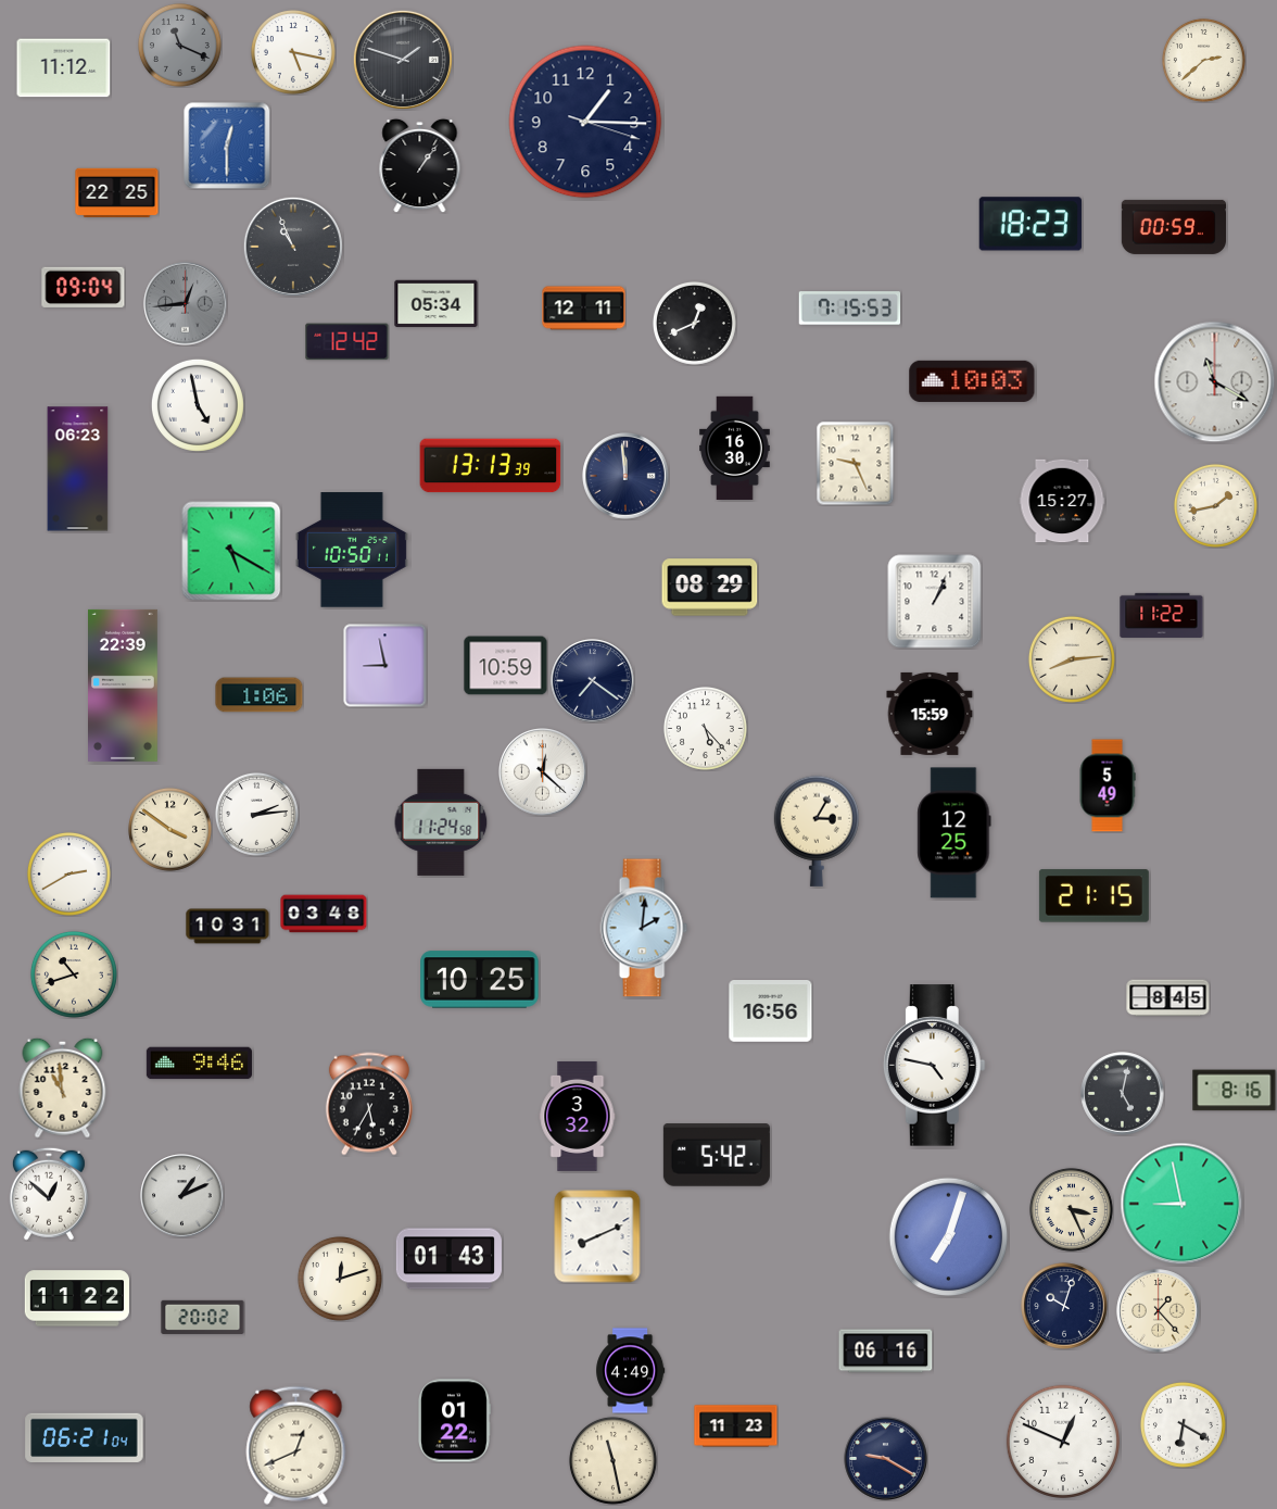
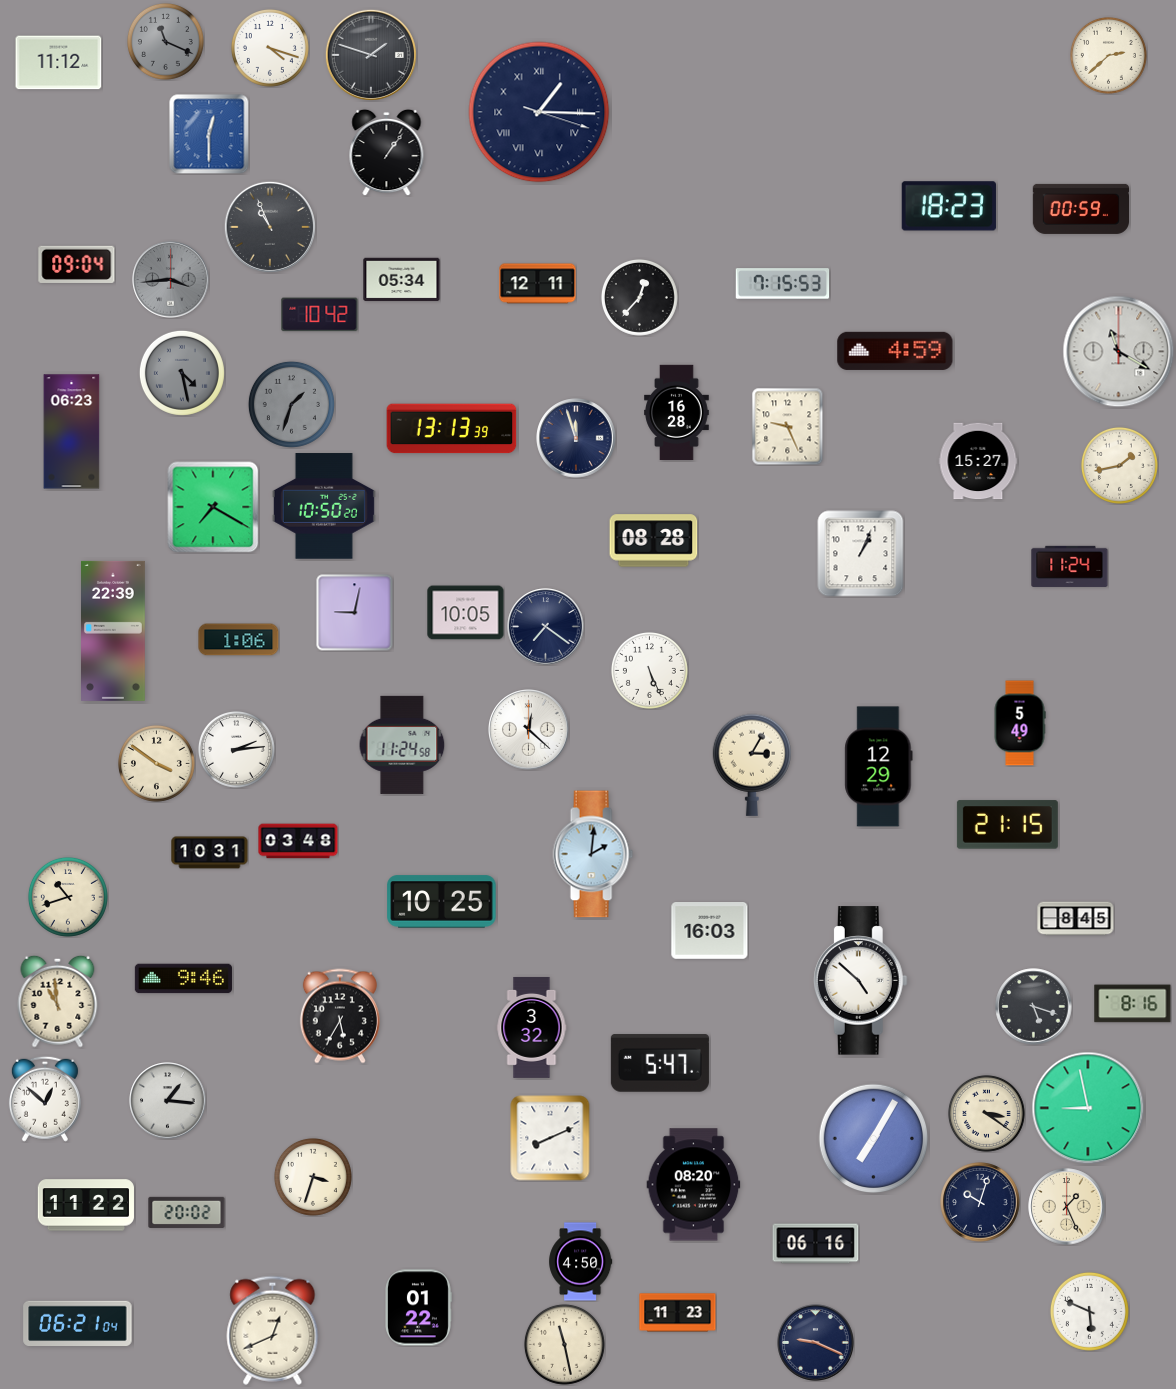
clock at (293, 52): 5:17 -> 4:18
clock at (585, 122) numerals: Arabic -> Roman
clock at (117, 192): 22:25 -> none
clock at (186, 304): 12:44 -> 3:44
clock at (694, 323): 12:41 -> 12:37
clock at (347, 342): 12:42 -> 10:42
clock at (972, 381): 10:03 -> 4:59
clock at (198, 405): 4:58 -> 4:28
clock at (198, 405) dial: white -> grey
clock at (291, 404): none -> 1:33
clock at (735, 449): 16:30 -> 16:28
clock at (625, 476): 11:59 -> 11:57
clock at (352, 550): 10:50:11 -> 10:50:20
clock at (231, 551): 5:20 -> 7:20
clock at (710, 588): 08:29 -> 08:28
clock at (1162, 615): 11:22 -> 11:24
clock at (1072, 659): 8:14 -> none
clock at (385, 666): 8:58 -> 9:02
clock at (506, 666): 10:59 -> 10:05
clock at (930, 714): 15:59 -> none
clock at (705, 728): 5:23 -> 5:26
clock at (543, 772) position: (543, 772) -> (529, 730)
clock at (441, 822) position: (441, 822) -> (402, 745)
clock at (954, 833): 12:25 -> 12:29
clock at (68, 873): 2:40 -> none
clock at (771, 1011): 16:56 -> 16:03
clock at (934, 1066): 4:47 -> 4:52
clock at (1235, 1091) position: (1235, 1091) -> (1133, 1004)
clock at (1123, 1094): 5:02 -> 5:18
clock at (717, 1155): 5:42 -> 5:47
clock at (182, 1196): 1:11 -> 1:16
clock at (1071, 1209): 3:26 -> 3:21
clock at (949, 1237): 7:03 -> 7:05
clock at (448, 1259): 01:43 -> none
clock at (340, 1279): 12:12 -> 3:33
clock at (694, 1185): none -> 08:20
clock at (77, 1298) position: (77, 1298) -> (86, 1205)
clock at (1159, 1311): 1:23 -> 1:26
clock at (631, 1371): 4:49 -> 4:50
clock at (1183, 1424): 6:20 -> 5:49
clock at (1062, 1441): 12:49 -> none
clock at (886, 1459): 9:20 -> 9:19
